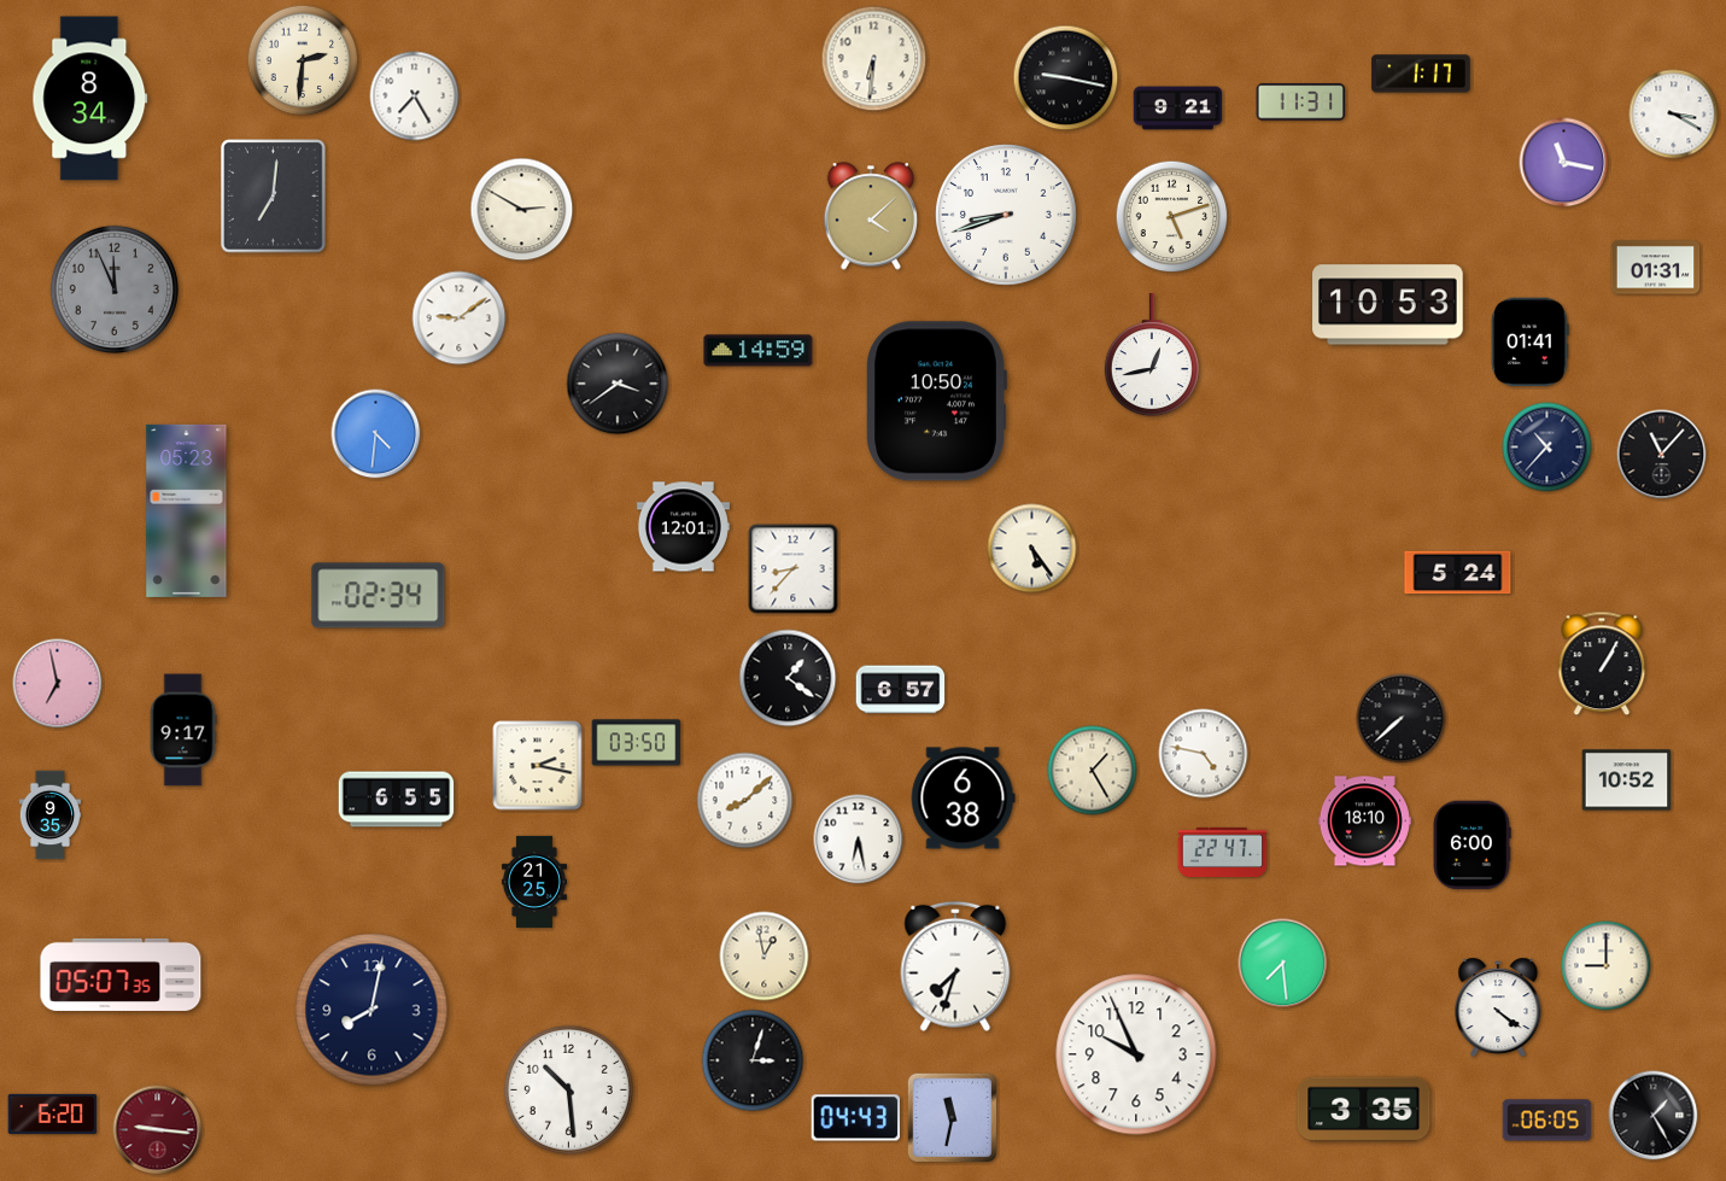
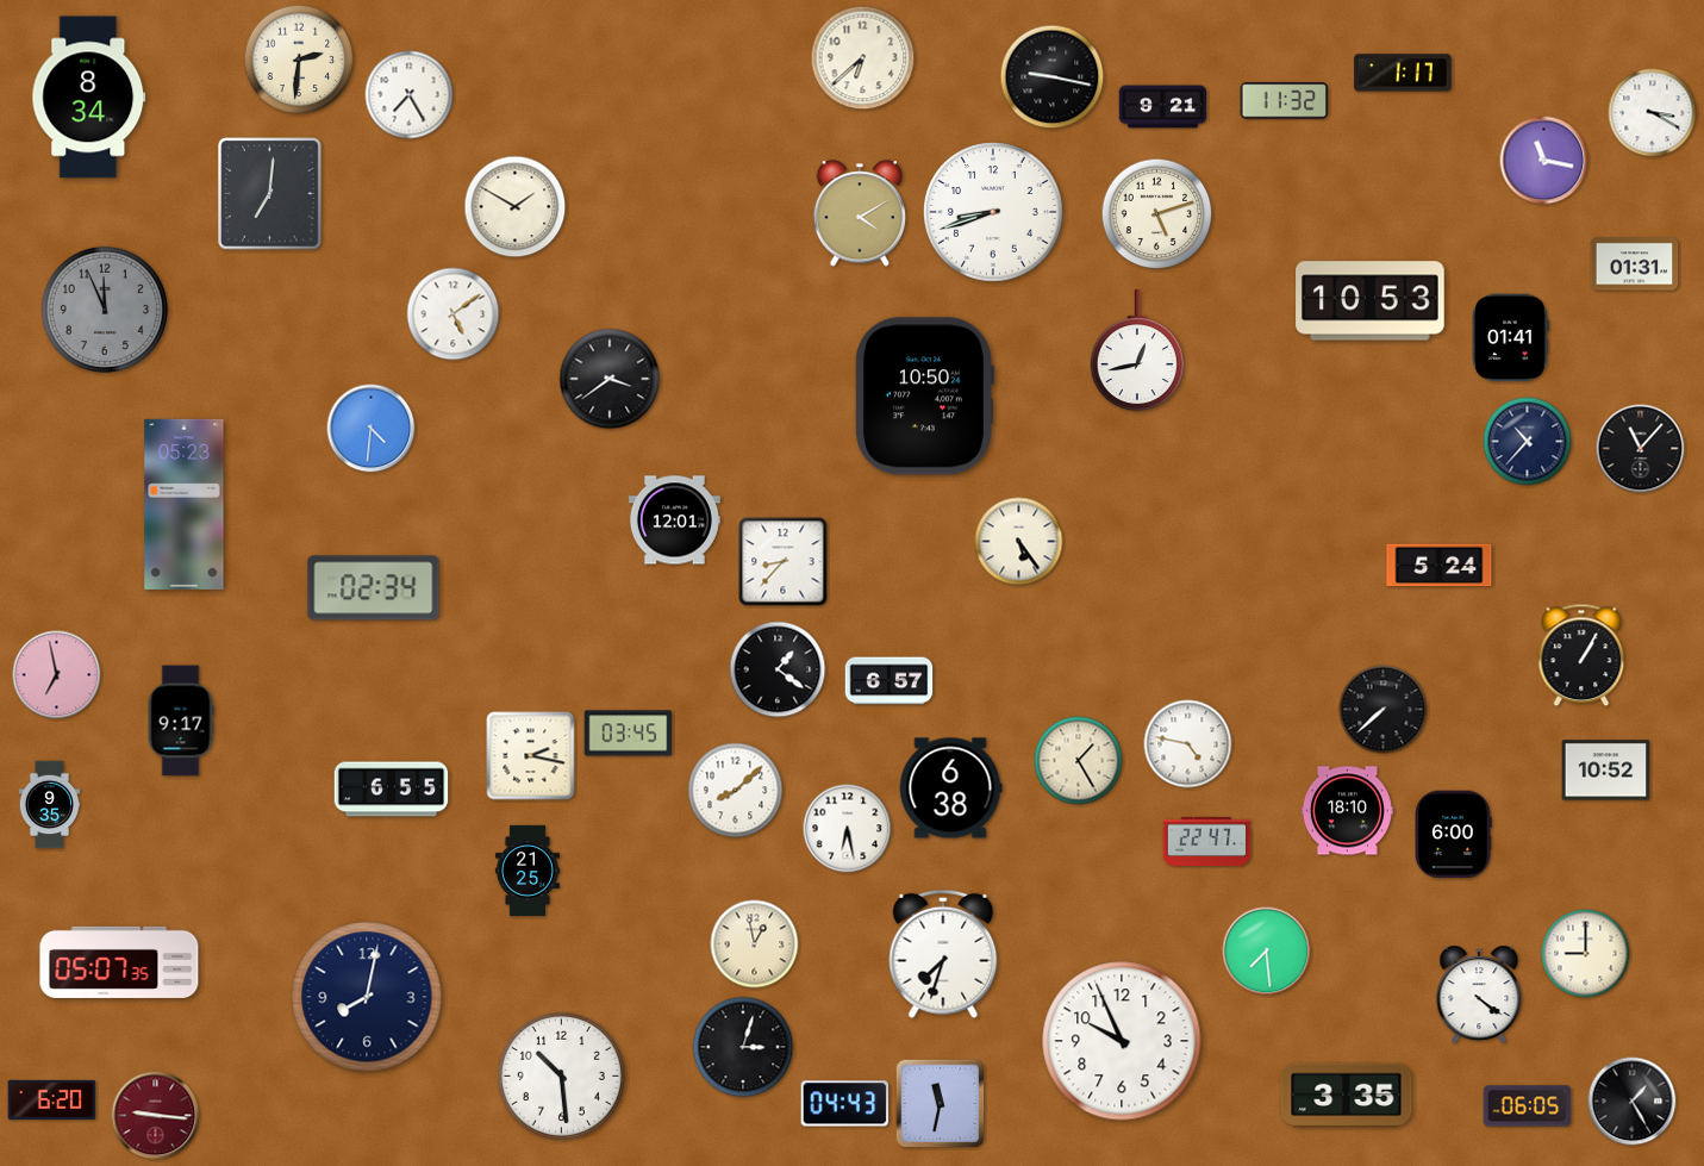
clock at (874, 59): 6:31 -> 6:38
clock at (1301, 103): 11:31 -> 11:32
clock at (522, 210): 2:50 -> 1:50
clock at (871, 216): 4:08 -> 4:10
clock at (115, 290) position: (115, 290) -> (105, 310)
clock at (460, 318): 9:09 -> 5:09
clock at (759, 351): 14:59 -> none
clock at (637, 743): 03:50 -> 03:45
